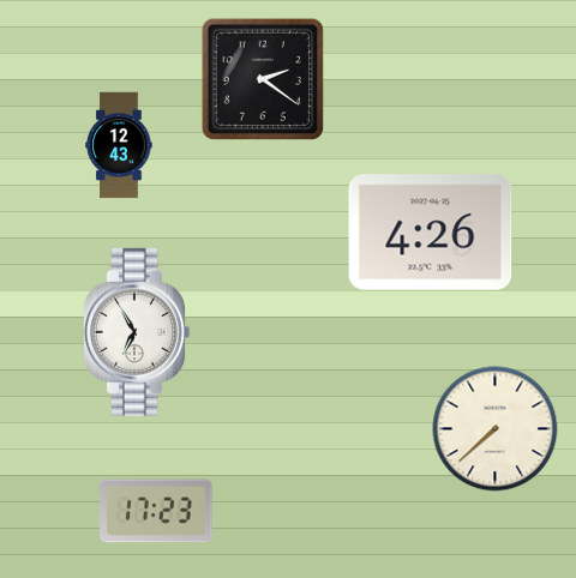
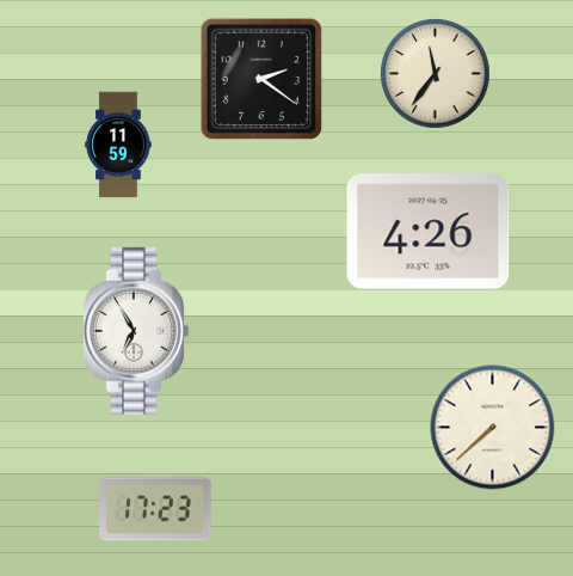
clock at (436, 74): none -> 11:36
clock at (119, 145): 12:43 -> 11:59
